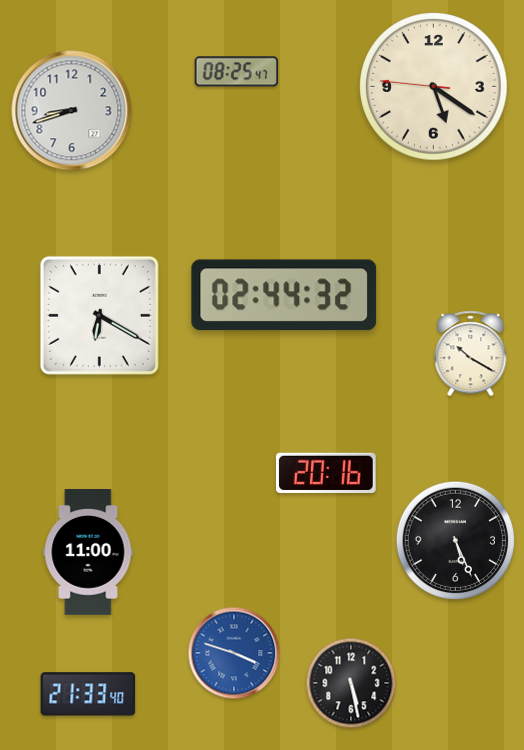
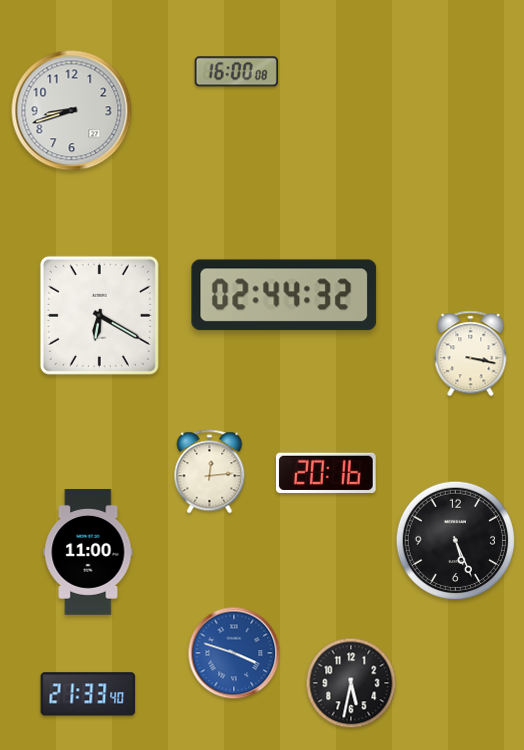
clock at (236, 72): 08:25 -> 16:00
clock at (434, 87): 5:20 -> none
clock at (471, 354): 10:20 -> 3:17
clock at (210, 472): none -> 12:14
clock at (351, 683): 5:28 -> 5:32
